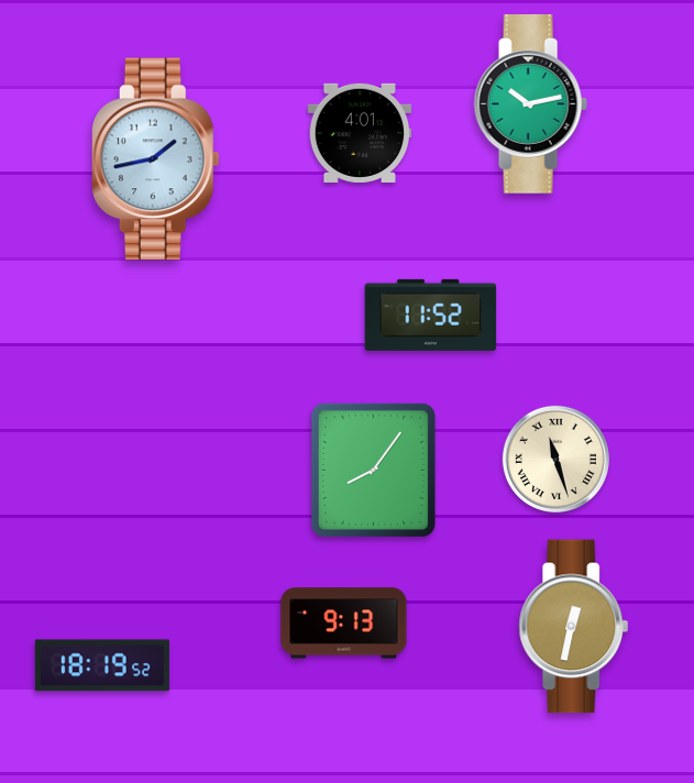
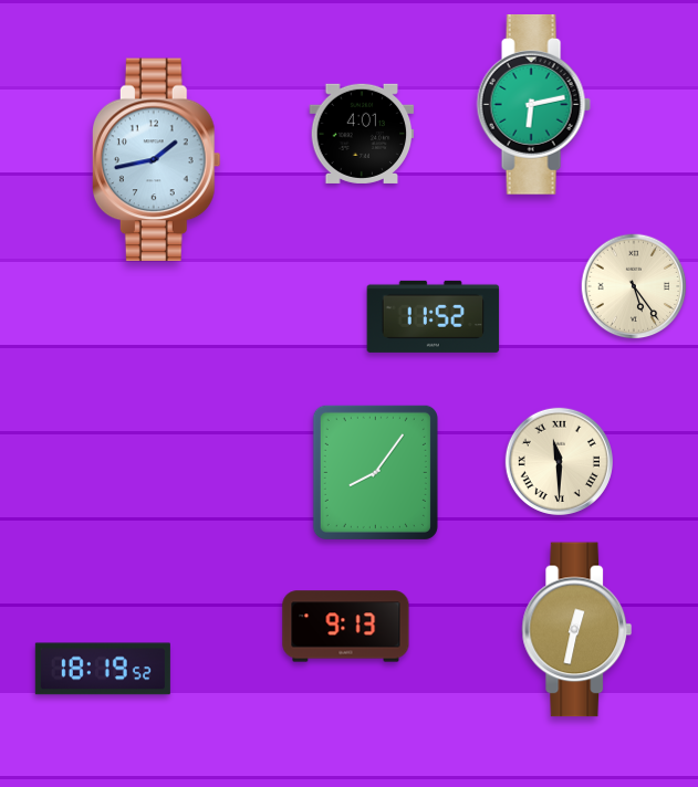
clock at (530, 103): 10:13 -> 6:13
clock at (634, 286): none -> 5:24
clock at (555, 459): 11:27 -> 11:30
